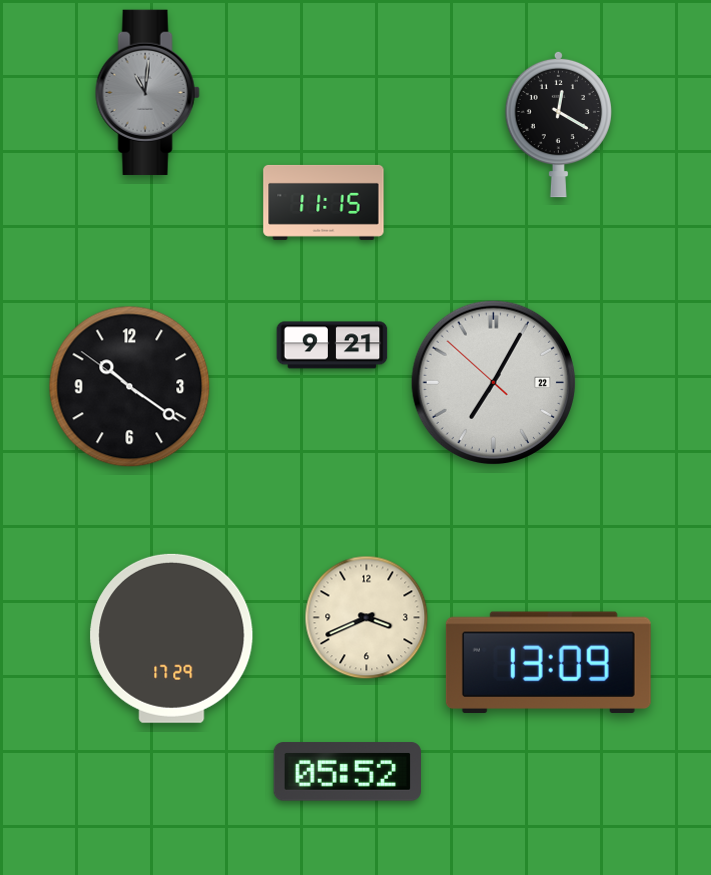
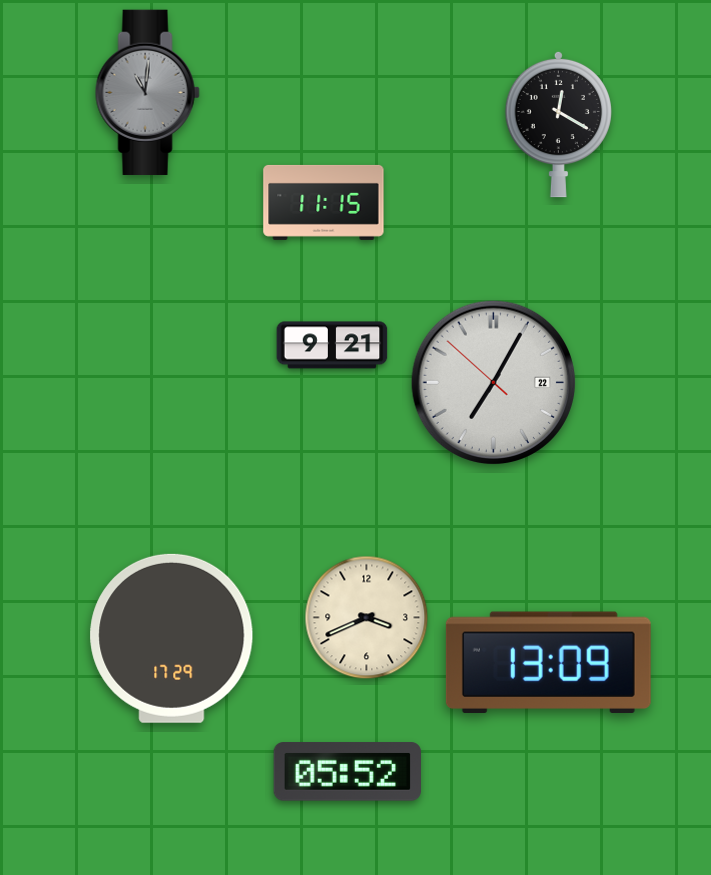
clock at (130, 387): 10:20 -> none
